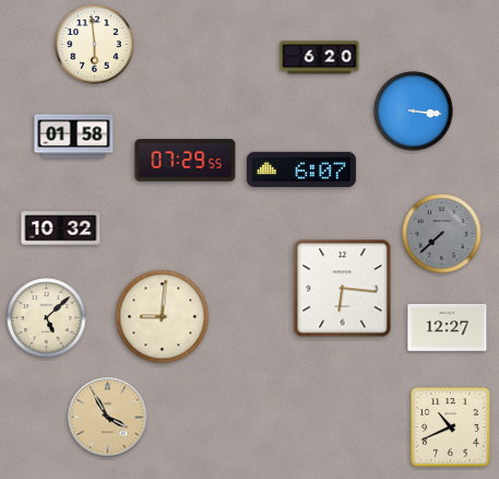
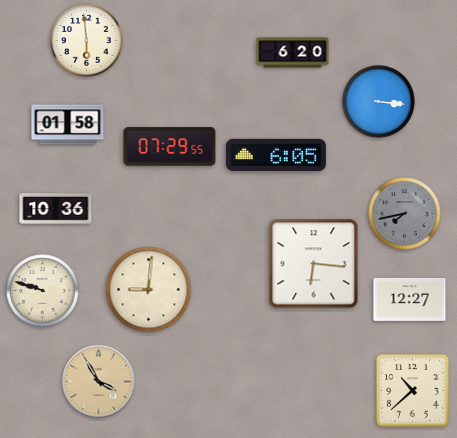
clock at (301, 170): 6:07 -> 6:05
clock at (61, 229): 10:32 -> 10:36
clock at (442, 234): 7:38 -> 7:43
clock at (47, 318): 5:08 -> 9:48
clock at (451, 428): 10:41 -> 10:38
